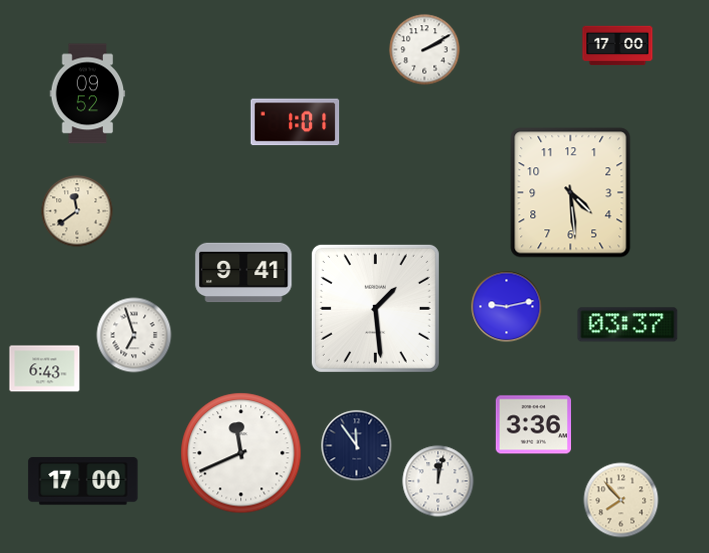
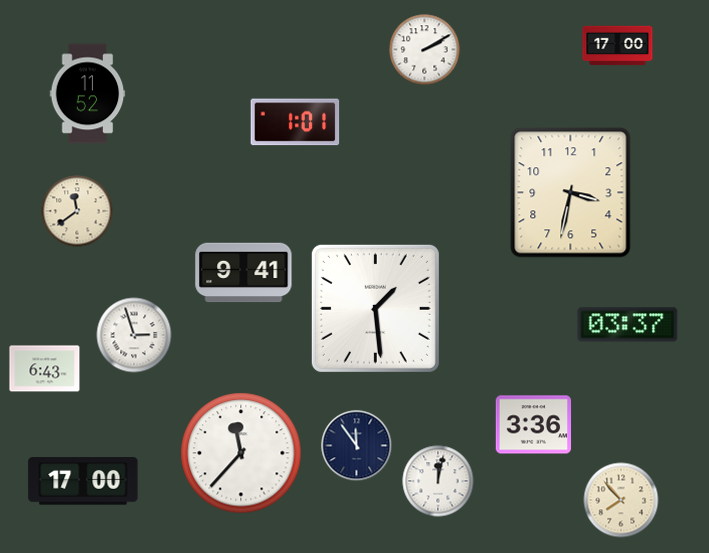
clock at (88, 94): 09:52 -> 11:52
clock at (571, 193): 4:29 -> 3:32
clock at (507, 307): 9:13 -> none
clock at (134, 335): 6:57 -> 2:57
clock at (241, 453): 11:41 -> 11:37
